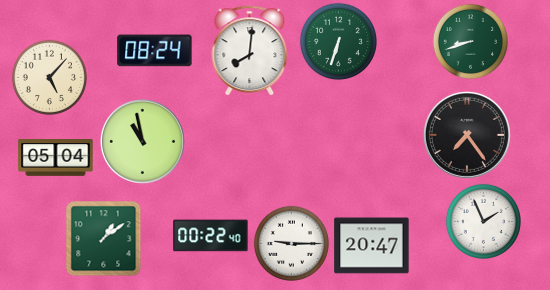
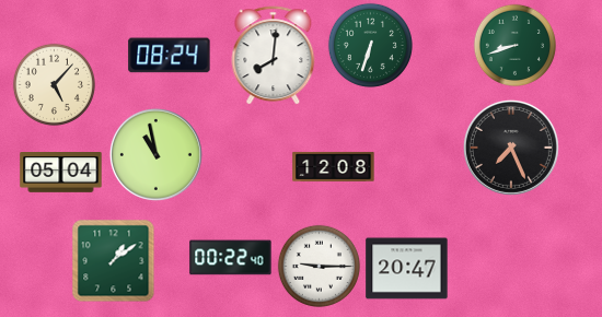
clock at (467, 135): 7:24 -> 7:26
clock at (334, 166): none -> 12:08
clock at (483, 221): 1:56 -> none
